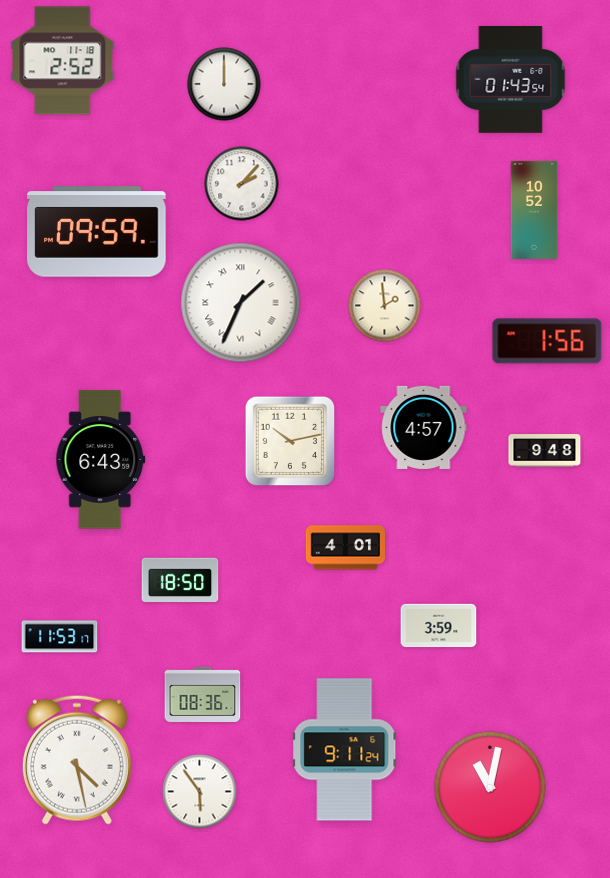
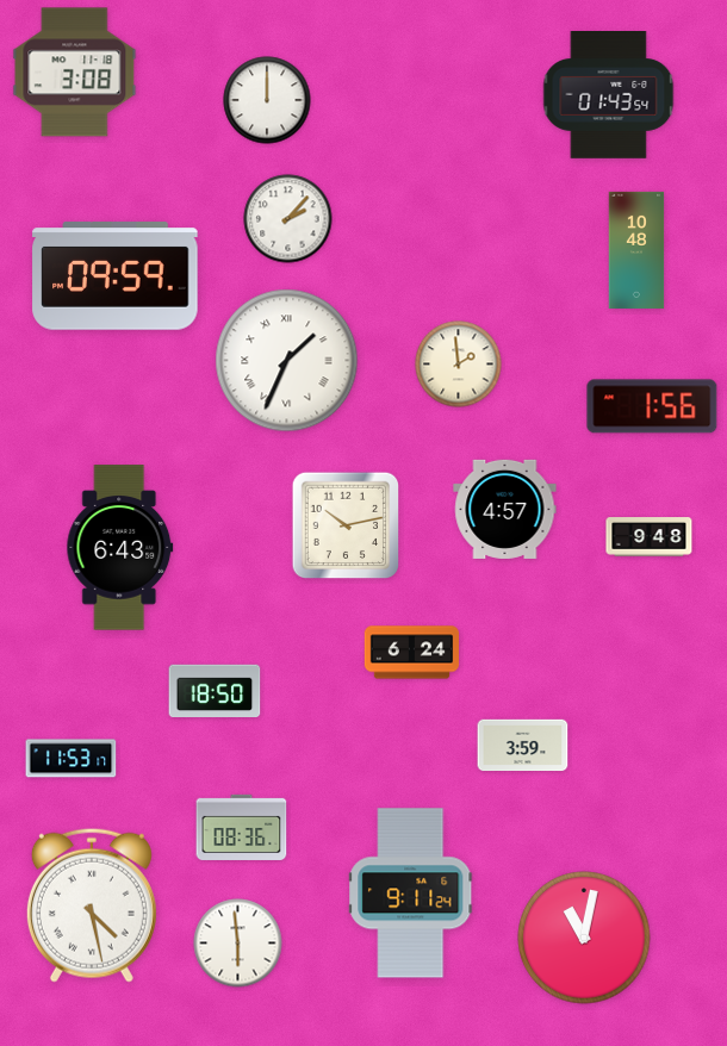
clock at (63, 61): 2:52 -> 3:08
clock at (534, 210): 10:52 -> 10:48
clock at (346, 548): 4:01 -> 6:24
clock at (200, 792): 5:54 -> 5:59
